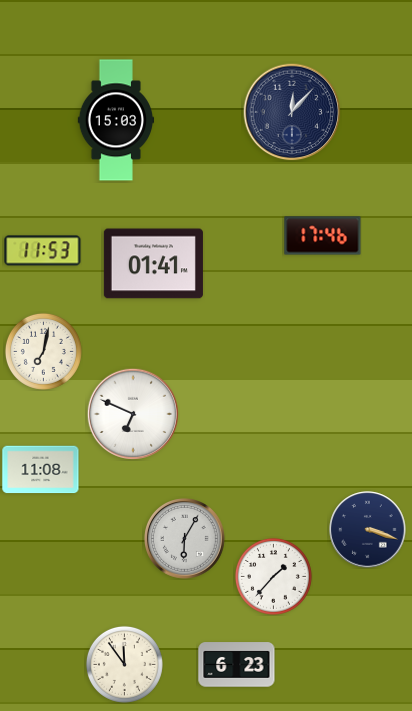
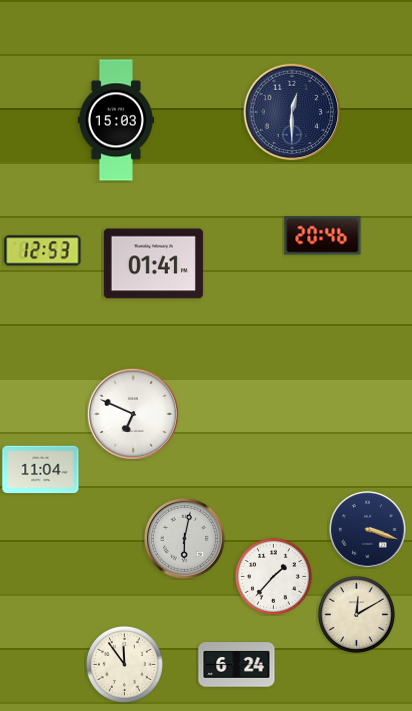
clock at (292, 112): 12:07 -> 12:30
clock at (323, 236): 17:46 -> 20:46
clock at (43, 251): 11:53 -> 12:53
clock at (43, 351): 7:02 -> none
clock at (41, 470): 11:08 -> 11:04
clock at (185, 539): 6:05 -> 6:02
clock at (356, 614): none -> 12:10
clock at (237, 665): 6:23 -> 6:24
